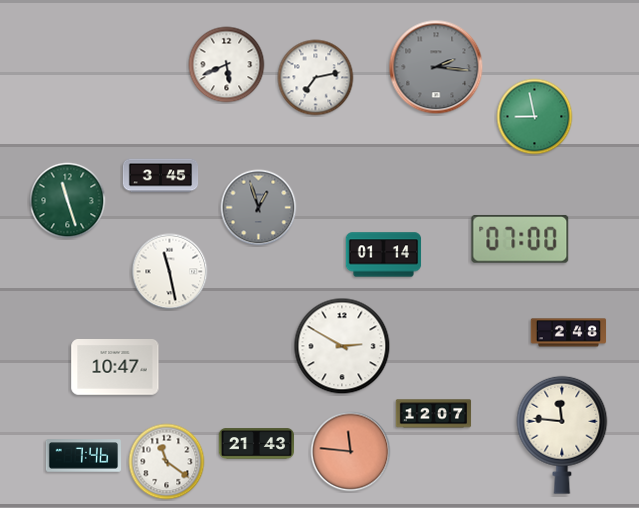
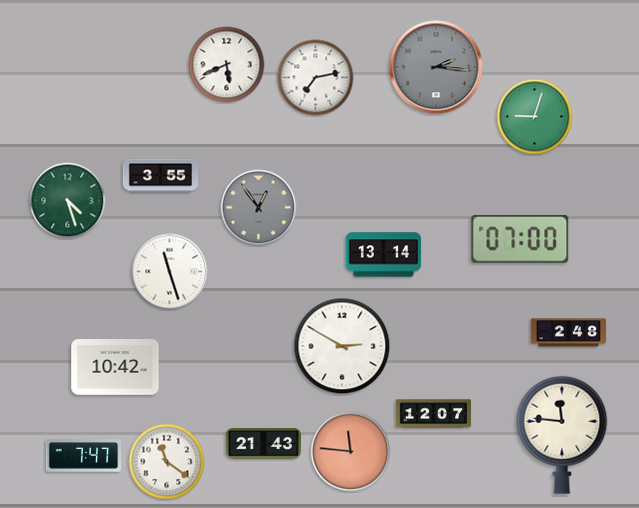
clock at (535, 117): 8:58 -> 9:03
clock at (161, 176): 3:45 -> 3:55
clock at (68, 201): 11:27 -> 4:27
clock at (259, 208): 12:57 -> 12:54
clock at (384, 255): 01:14 -> 13:14
clock at (170, 272): 11:28 -> 11:27
clock at (115, 368): 10:47 -> 10:42
clock at (256, 444) position: (256, 444) -> (263, 444)
clock at (84, 456): 7:46 -> 7:47
